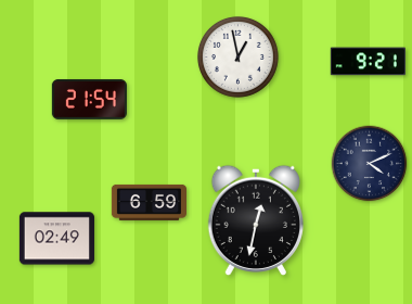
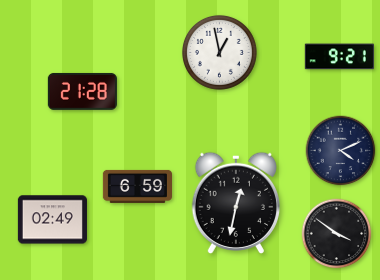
clock at (89, 99): 21:54 -> 21:28
clock at (337, 234): none -> 3:51
